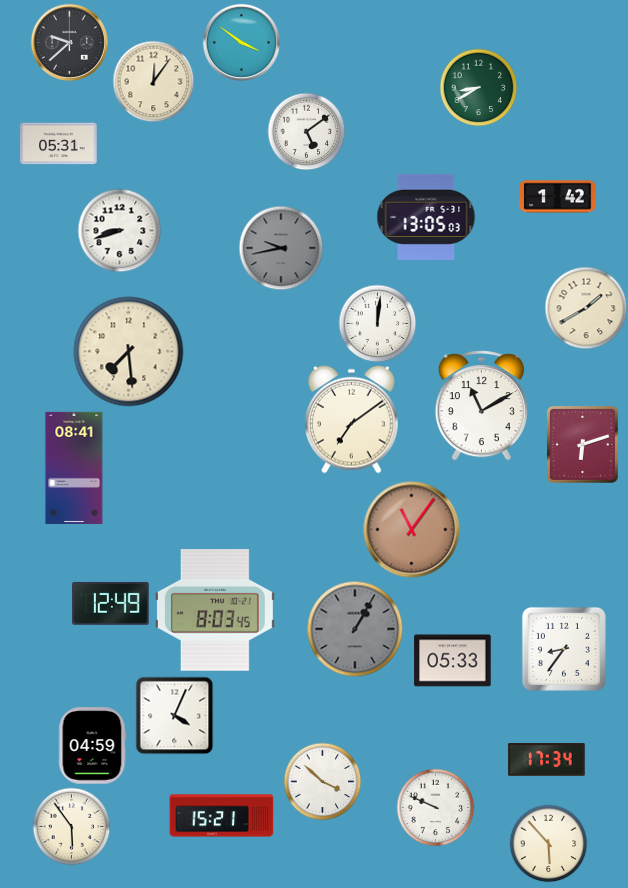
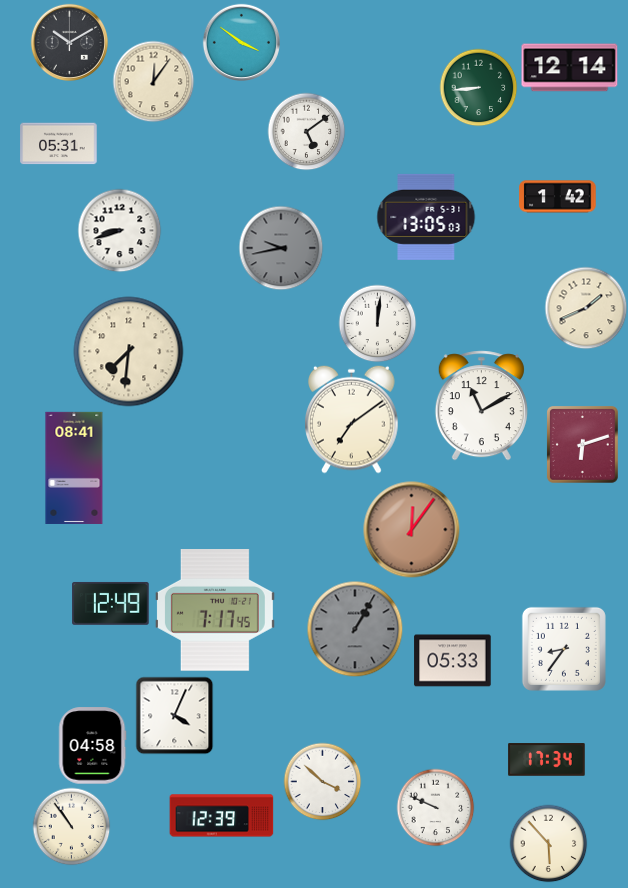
clock at (69, 42): 9:38 -> 10:10
clock at (570, 68): none -> 12:14
clock at (478, 87): 8:40 -> 8:44
clock at (586, 308): 1:40 -> 1:41
clock at (129, 352): 7:29 -> 7:31
clock at (412, 530): 11:06 -> 12:06
clock at (215, 610): 8:03 -> 7:17
clock at (92, 746): 04:59 -> 04:58
clock at (222, 816): 15:21 -> 12:39
clock at (71, 826): 5:54 -> 10:54
